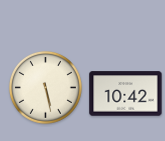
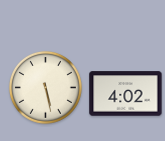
clock at (126, 94): 10:42 -> 4:02
